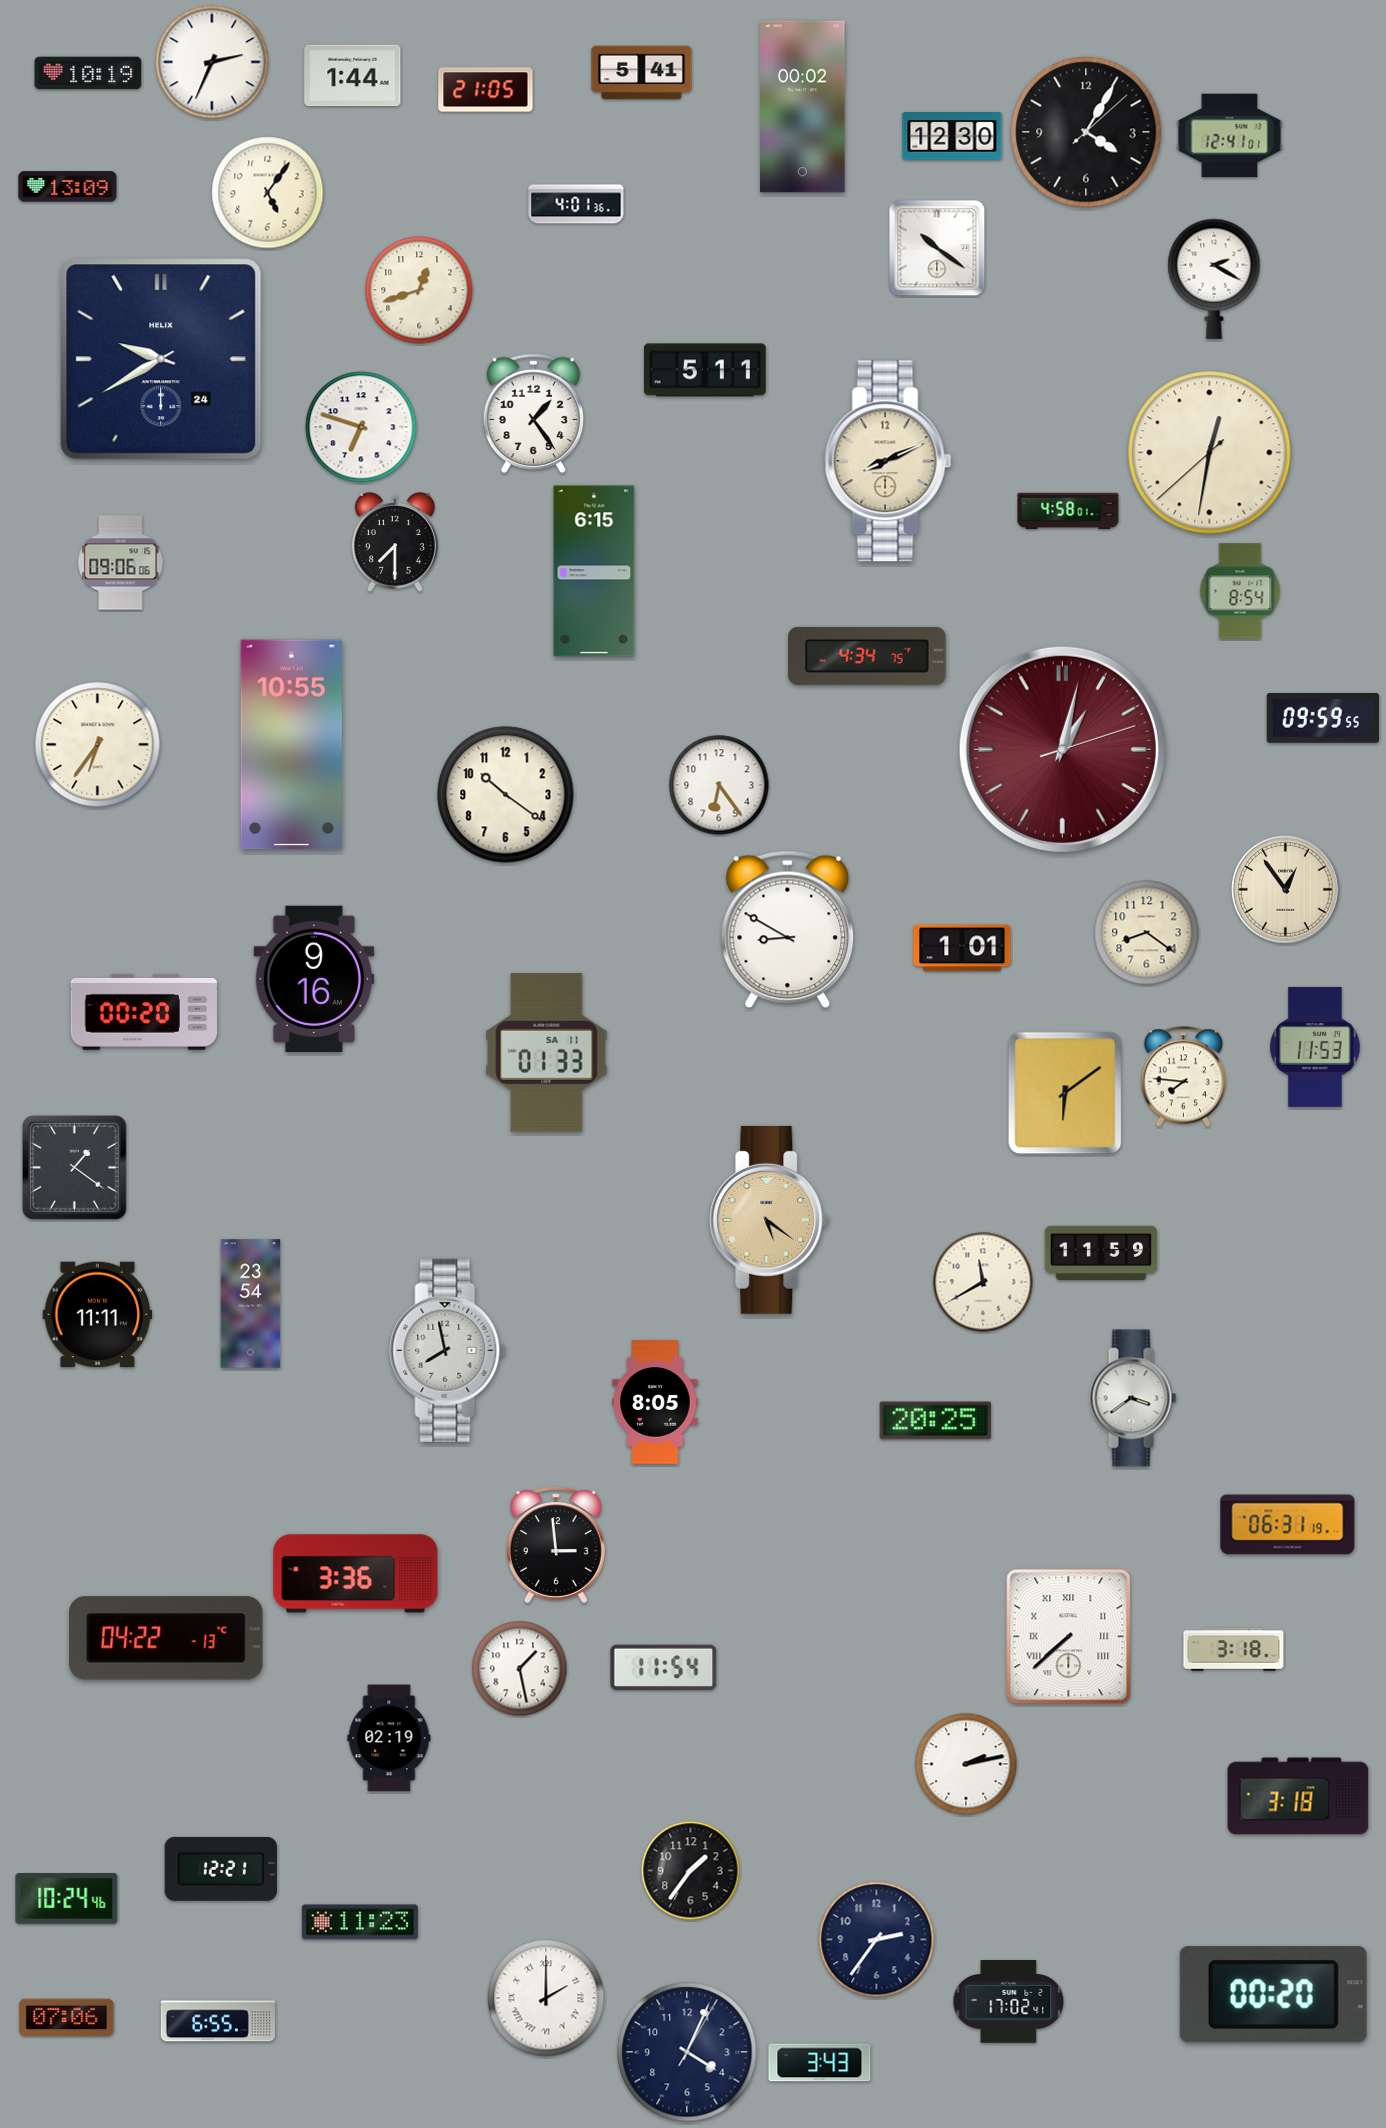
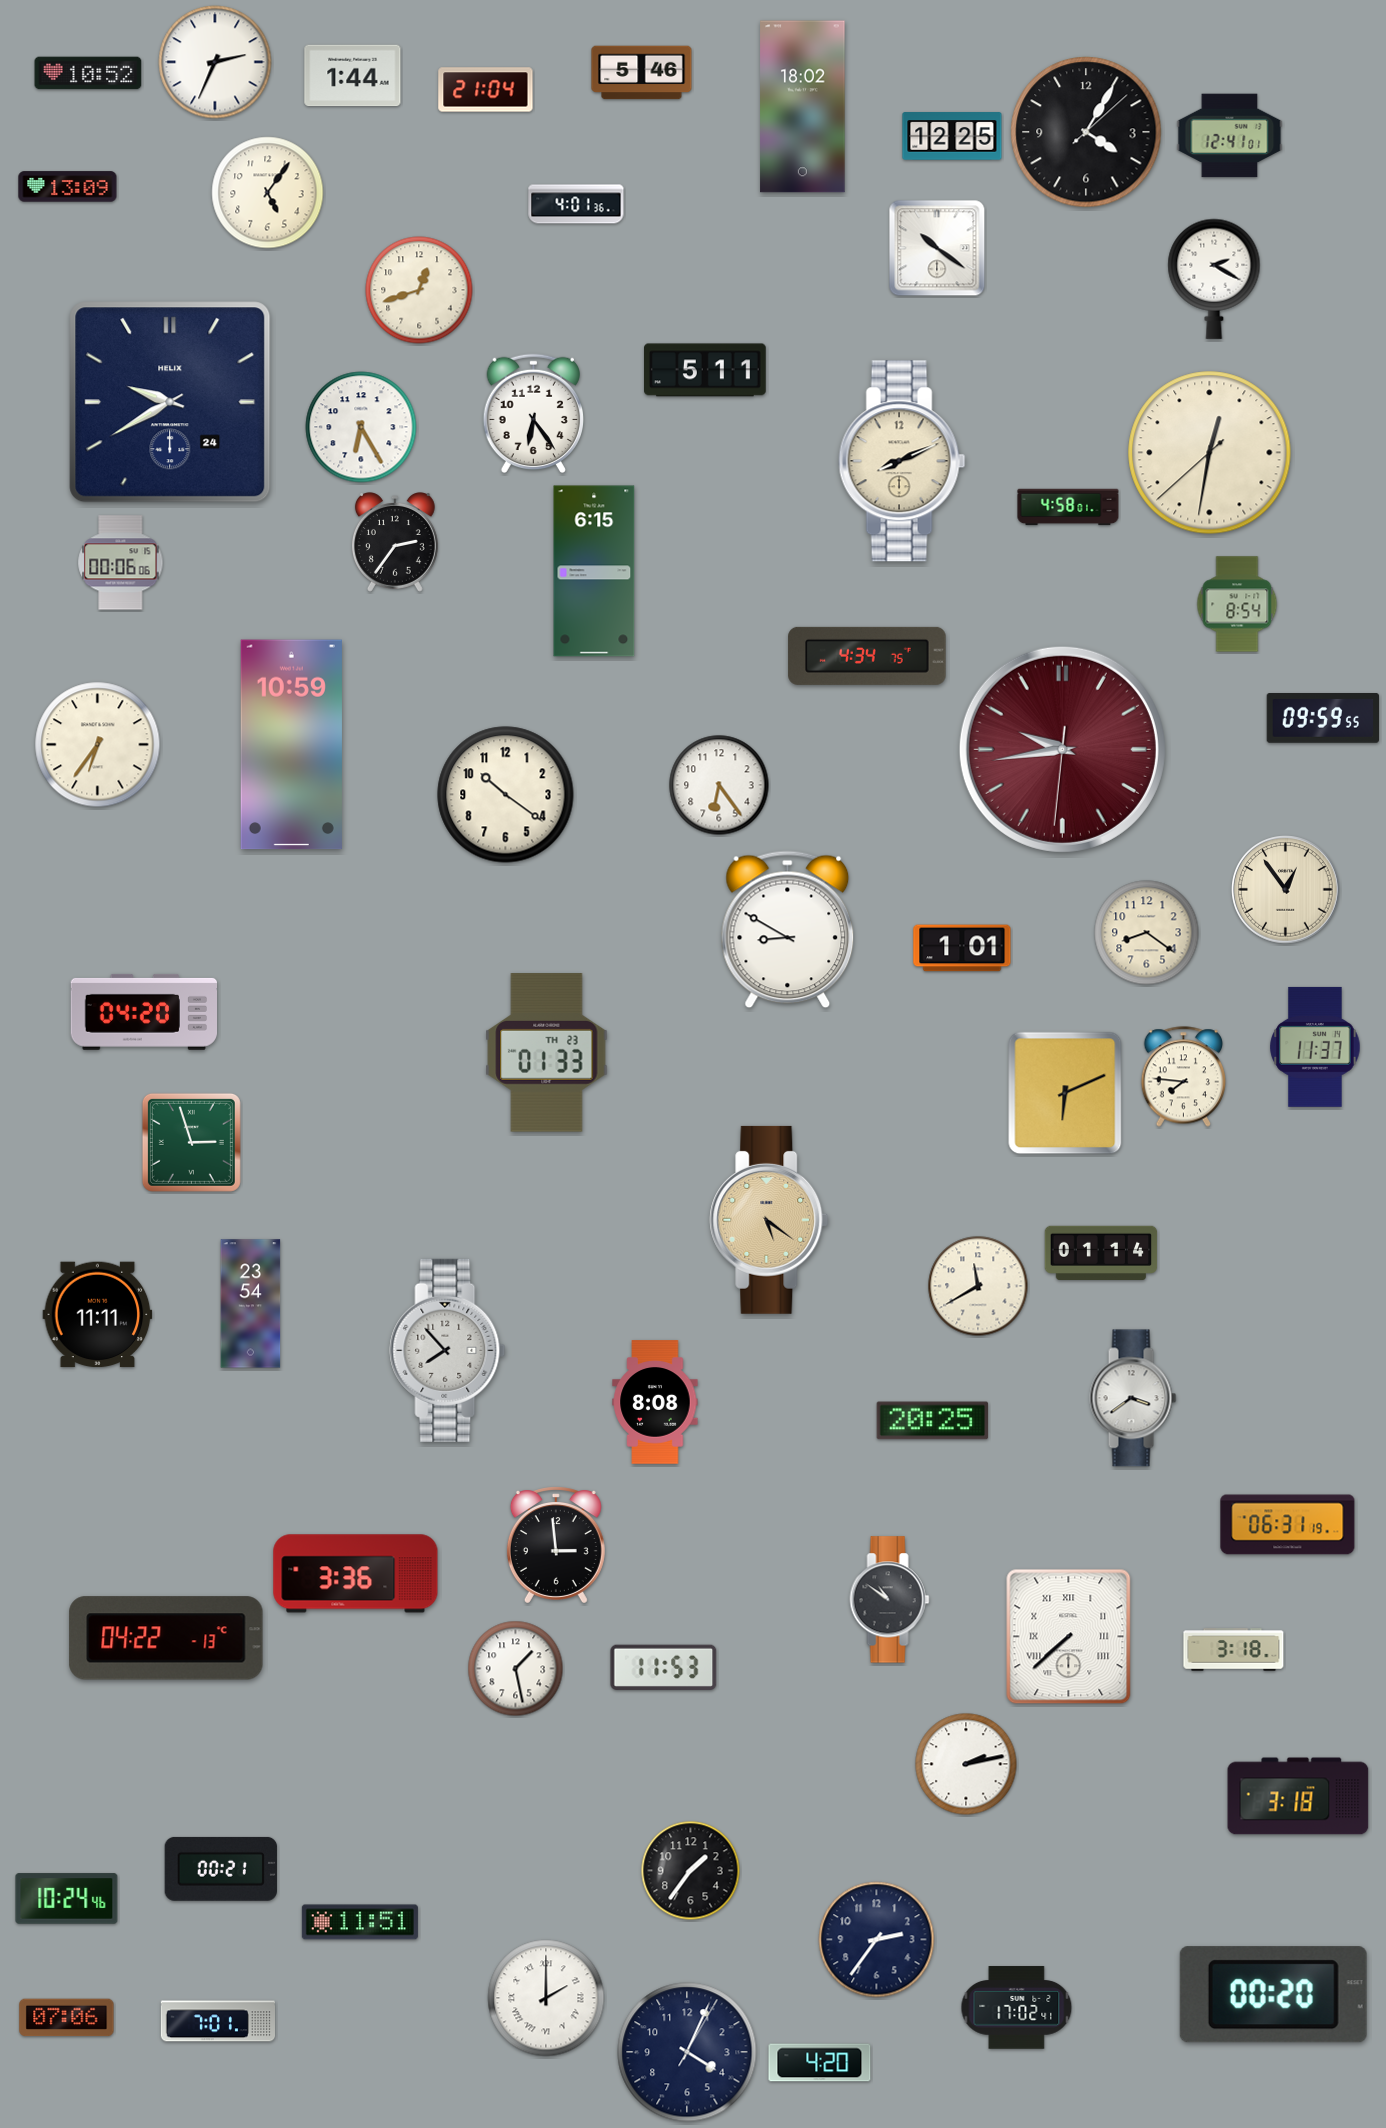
clock at (212, 62) position: (212, 62) -> (215, 62)
clock at (88, 73): 10:19 -> 10:52
clock at (642, 73): 5:41 -> 5:46
clock at (486, 90): 21:05 -> 21:04
clock at (803, 107): 00:02 -> 18:02
clock at (952, 136): 12:30 -> 12:25
clock at (161, 359) position: (161, 359) -> (170, 402)
clock at (533, 414): 1:24 -> 6:24
clock at (361, 427): 6:48 -> 6:25
clock at (888, 461) position: (888, 461) -> (902, 461)
clock at (1068, 511) position: (1068, 511) -> (1068, 507)
clock at (395, 542): 7:30 -> 2:36
clock at (121, 563): 09:06 -> 00:06
clock at (1240, 591) position: (1240, 591) -> (1237, 604)
clock at (291, 745): 10:55 -> 10:59
clock at (1062, 749): 1:02 -> 9:43
clock at (314, 978): 9:16 -> none
clock at (143, 1012): 00:20 -> 04:20
clock at (1315, 1047): 11:53 -> 11:37
clock at (547, 1053) date: SA 11 -> TH 23
clock at (1065, 1093): 6:09 -> 6:11
clock at (191, 1142): none -> 2:57
clock at (75, 1168): 1:21 -> none
clock at (1101, 1252): 11:59 -> 01:14
clock at (983, 1282) position: (983, 1282) -> (978, 1286)
clock at (448, 1350): 7:58 -> 7:53
clock at (655, 1402): 8:05 -> 8:08
clock at (936, 1421) position: (936, 1421) -> (933, 1421)
clock at (890, 1600): none -> 10:51
clock at (664, 1667): 11:54 -> 11:53
clock at (520, 1669) position: (520, 1669) -> (516, 1669)
clock at (389, 1738): 02:19 -> none
clock at (220, 1869): 12:21 -> 00:21
clock at (360, 1922): 11:23 -> 11:51
clock at (1009, 2002) position: (1009, 2002) -> (1017, 2008)
clock at (217, 2021): 6:55 -> 7:01
clock at (820, 2063): 3:43 -> 4:20
